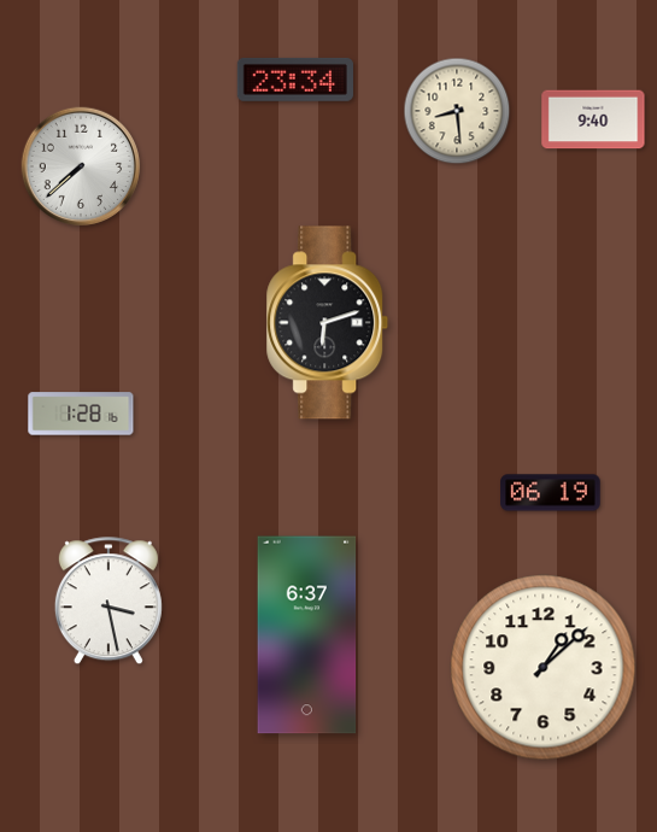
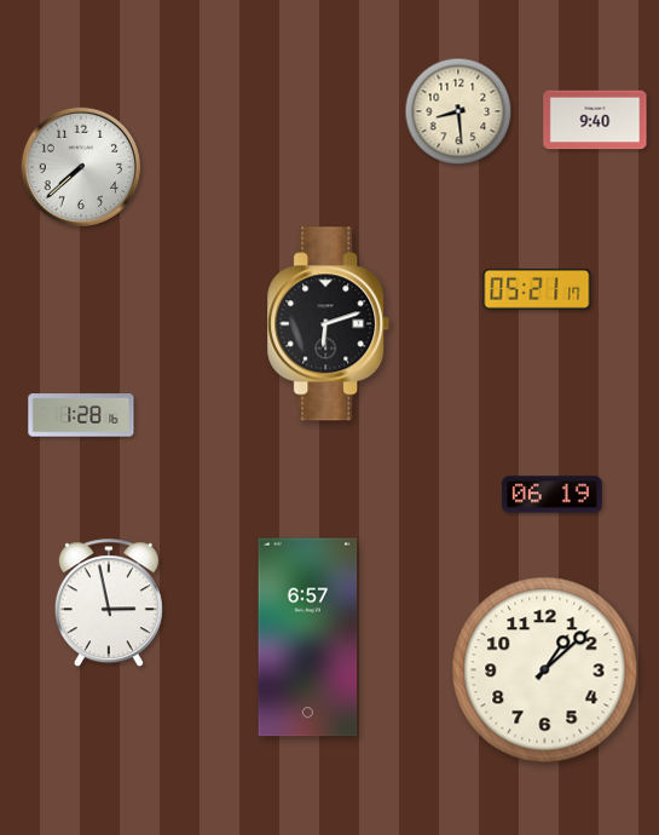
clock at (295, 80): 23:34 -> none
clock at (537, 290): none -> 05:21
clock at (108, 602): 3:28 -> 2:58
clock at (307, 635): 6:37 -> 6:57
